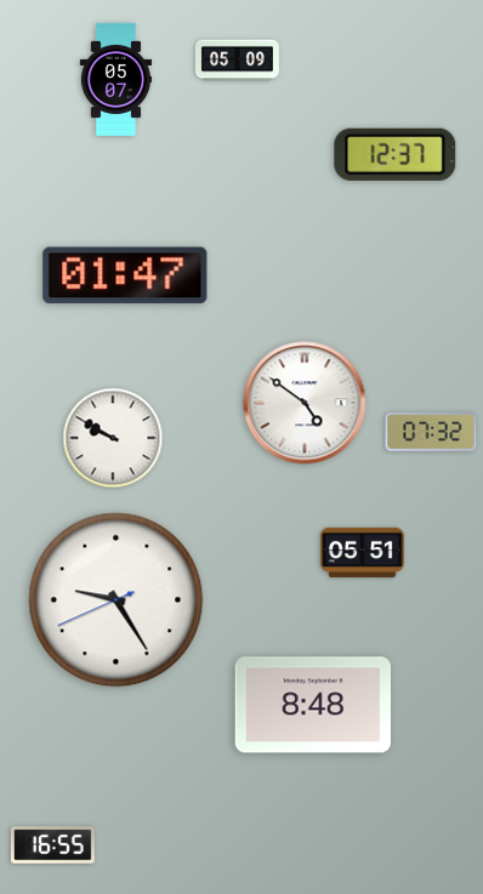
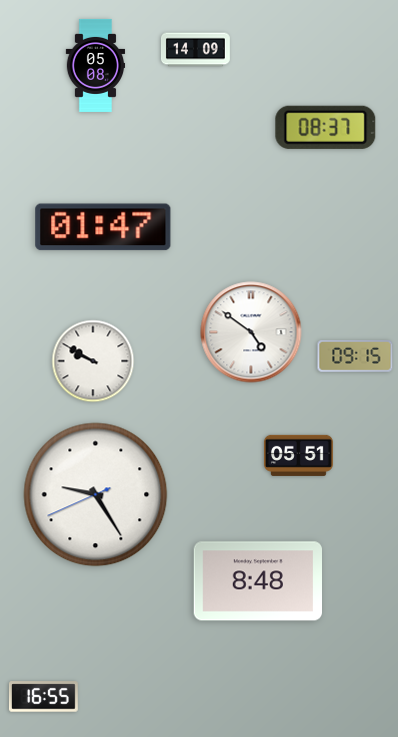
clock at (237, 61): 05:09 -> 14:09
clock at (117, 79): 05:07 -> 05:08
clock at (396, 154): 12:37 -> 08:37
clock at (431, 432): 07:32 -> 09:15
